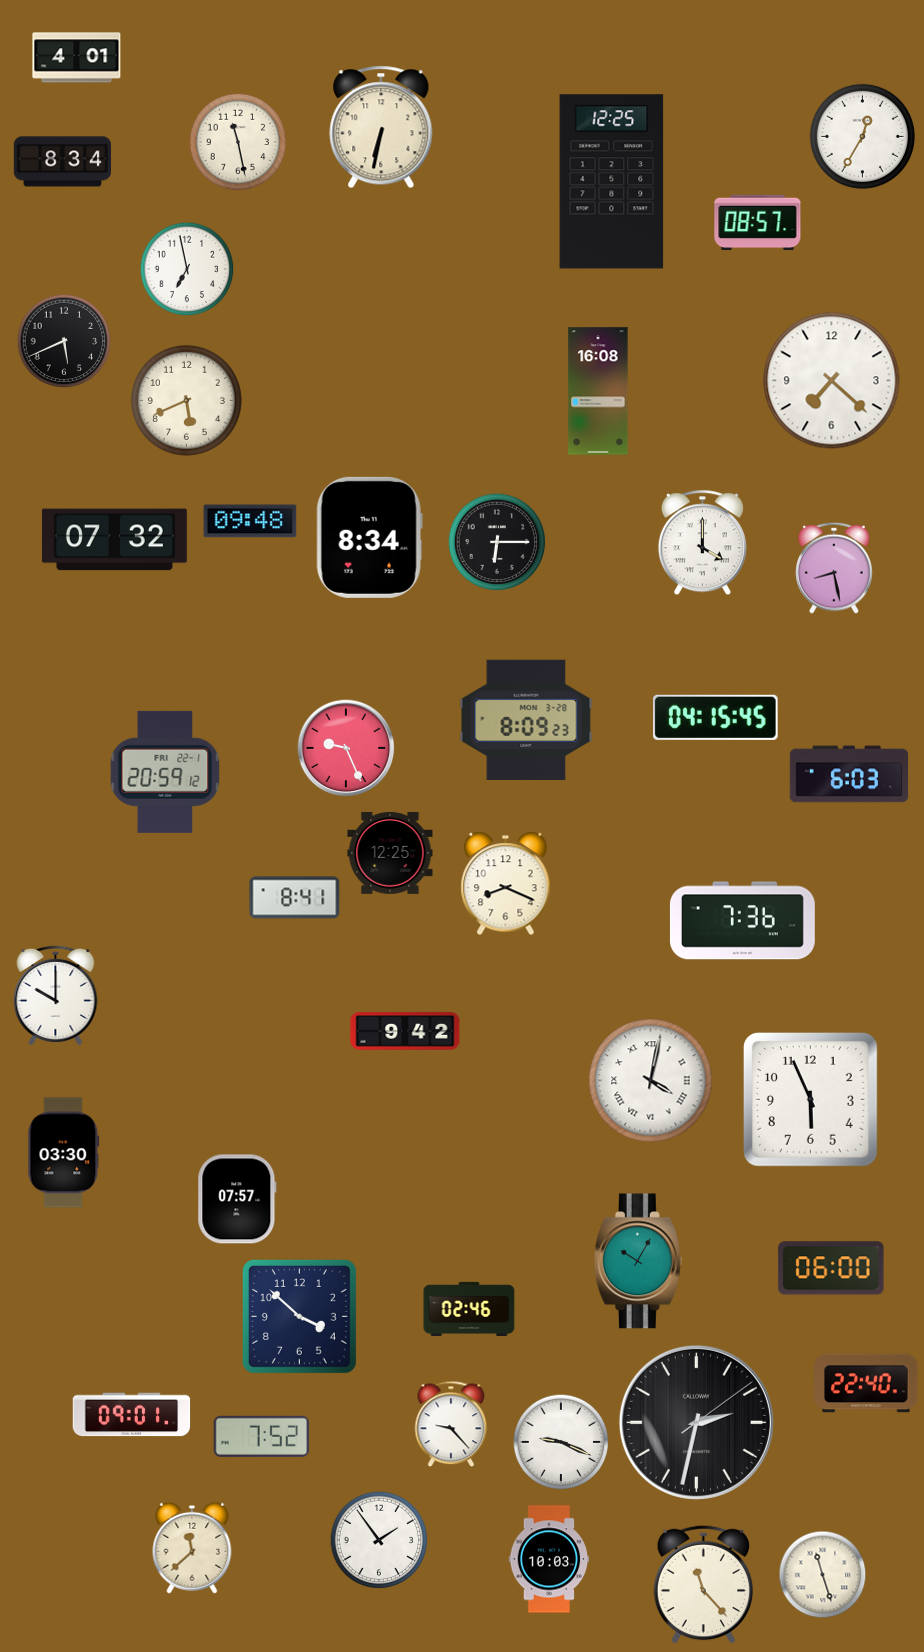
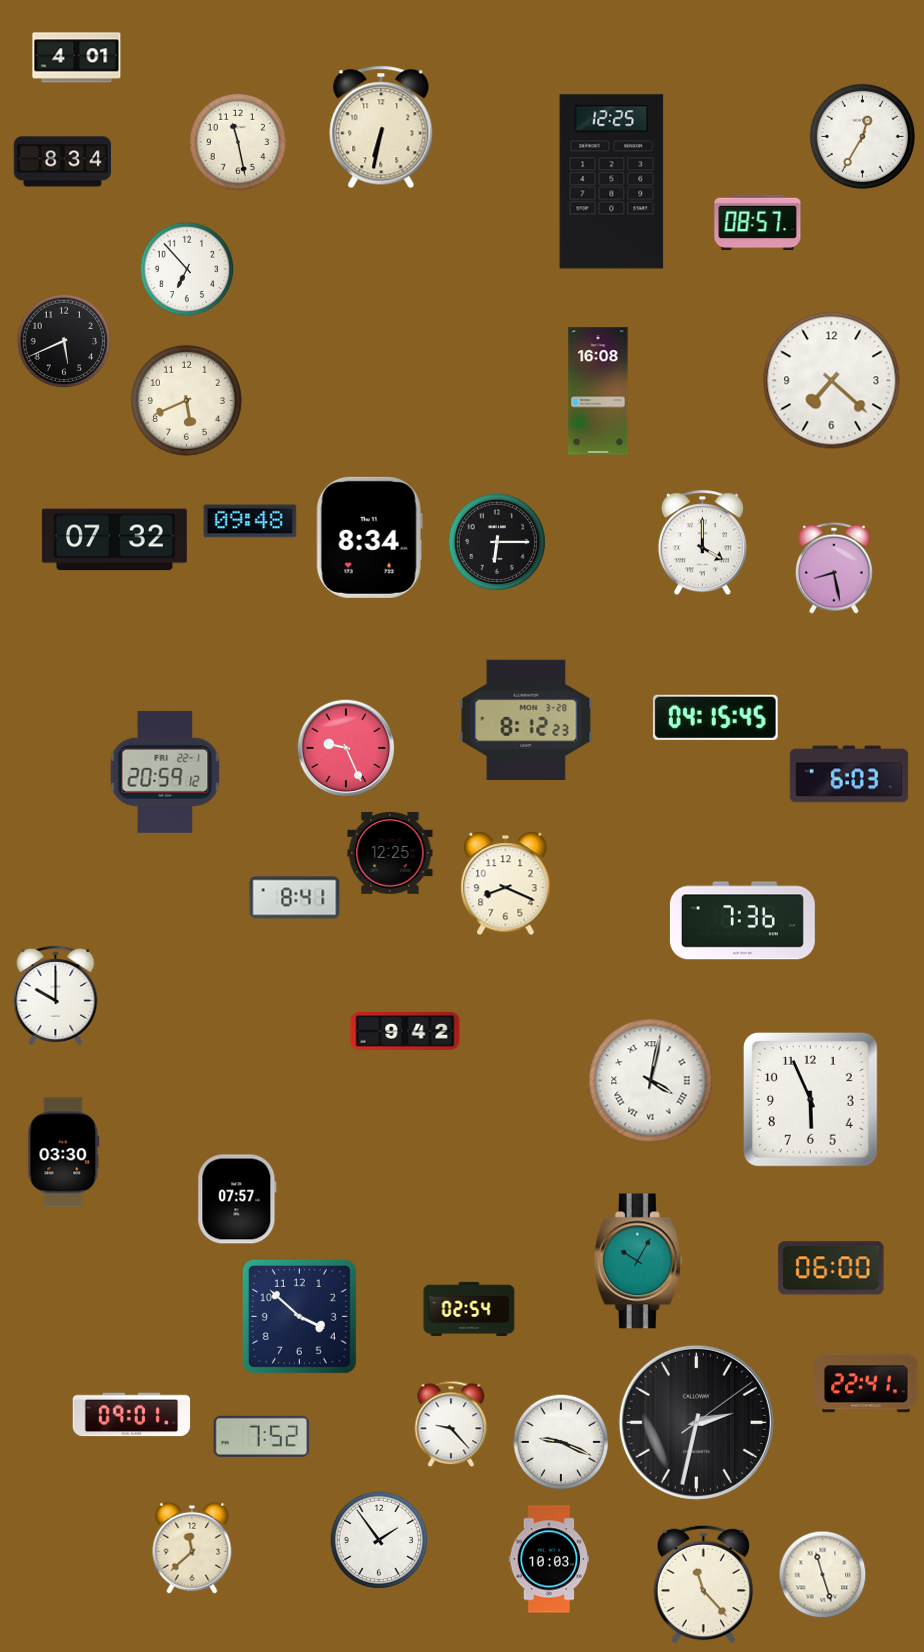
clock at (187, 269): 6:58 -> 6:53
clock at (526, 719): 8:09 -> 8:12
clock at (469, 1309): 02:46 -> 02:54
clock at (866, 1383): 22:40 -> 22:41
